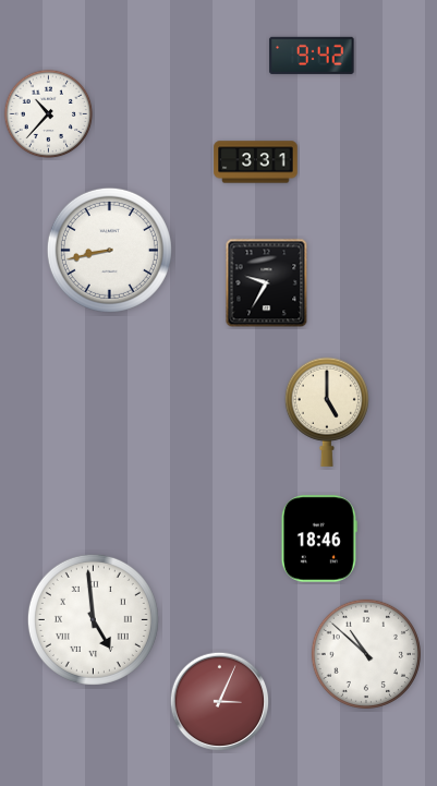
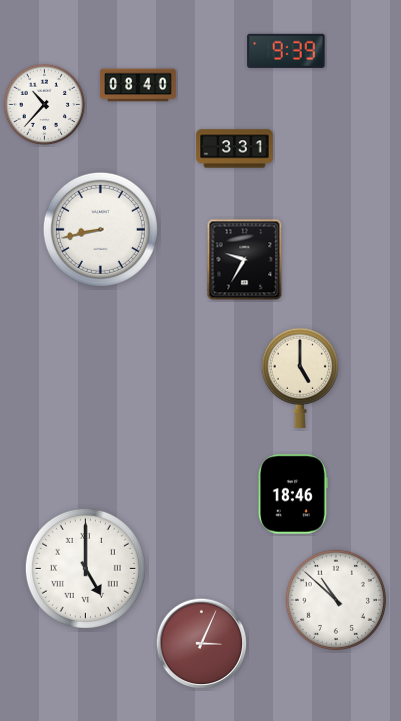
clock at (312, 56): 9:42 -> 9:39
clock at (138, 85): none -> 08:40
clock at (93, 619): 4:59 -> 5:00
